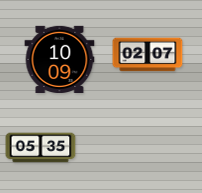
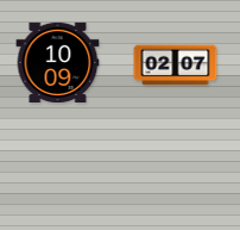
clock at (60, 59) position: (60, 59) -> (58, 62)
clock at (41, 148): 05:35 -> none
